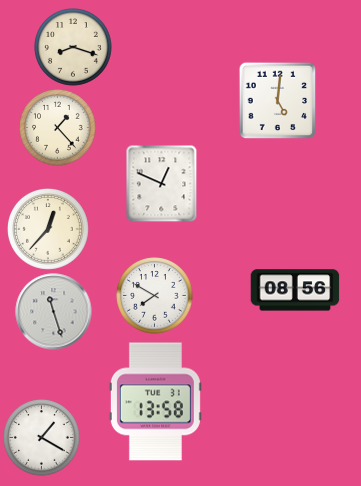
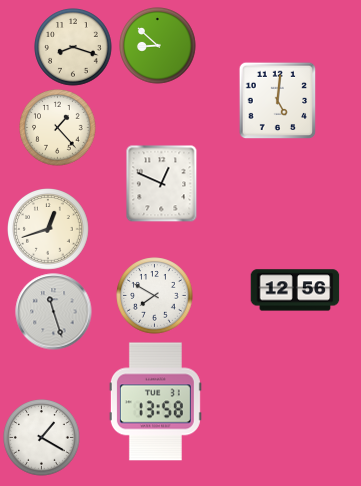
clock at (158, 46): none -> 8:52
clock at (49, 230): 12:37 -> 12:42
clock at (295, 290): 08:56 -> 12:56
